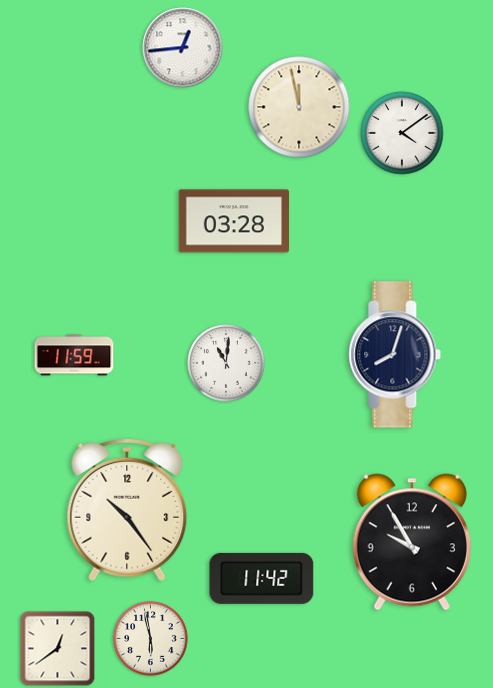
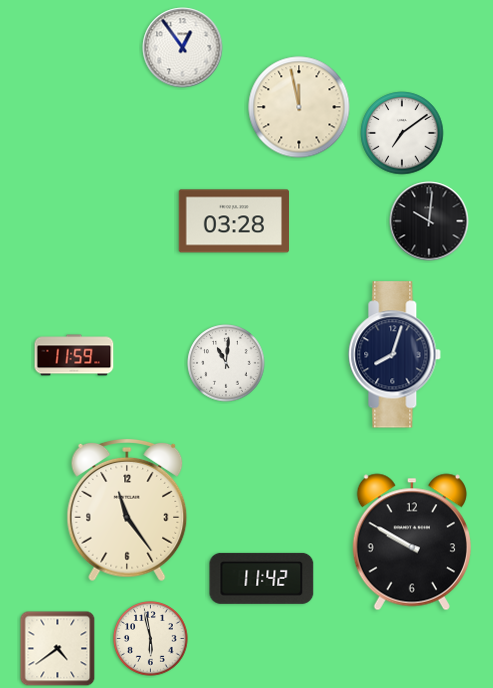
clock at (183, 48): 12:44 -> 12:54
clock at (402, 133): 4:09 -> 7:09
clock at (429, 221): none -> 10:01
clock at (127, 510): 10:24 -> 11:24
clock at (412, 542): 9:55 -> 9:50
clock at (58, 649): 12:39 -> 4:39
